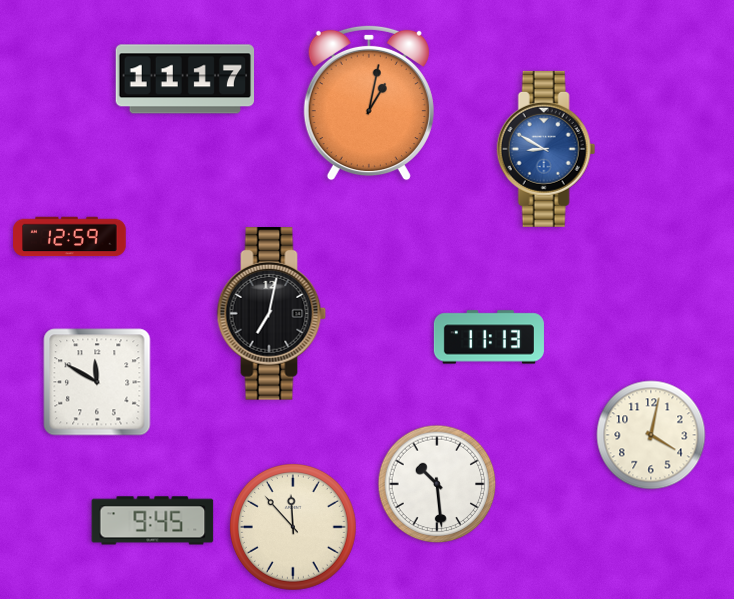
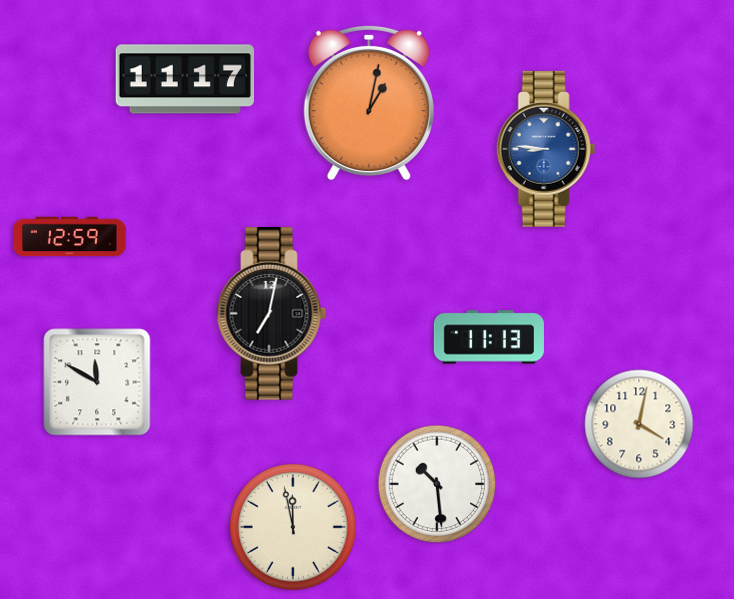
clock at (546, 149): 8:50 -> 8:46
clock at (651, 435) position: (651, 435) -> (639, 424)
clock at (153, 521): 9:45 -> none
clock at (293, 527): 11:53 -> 11:58
